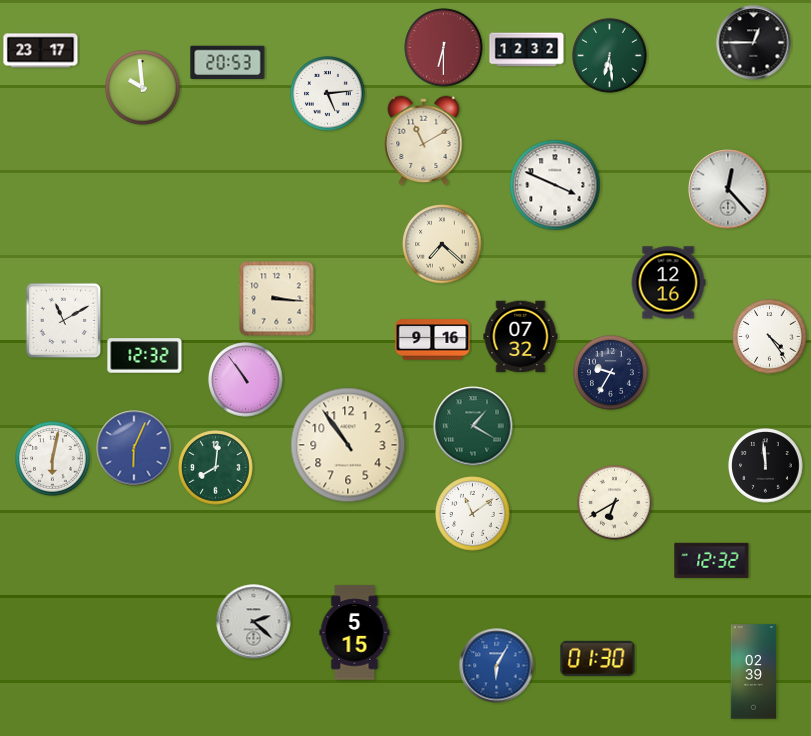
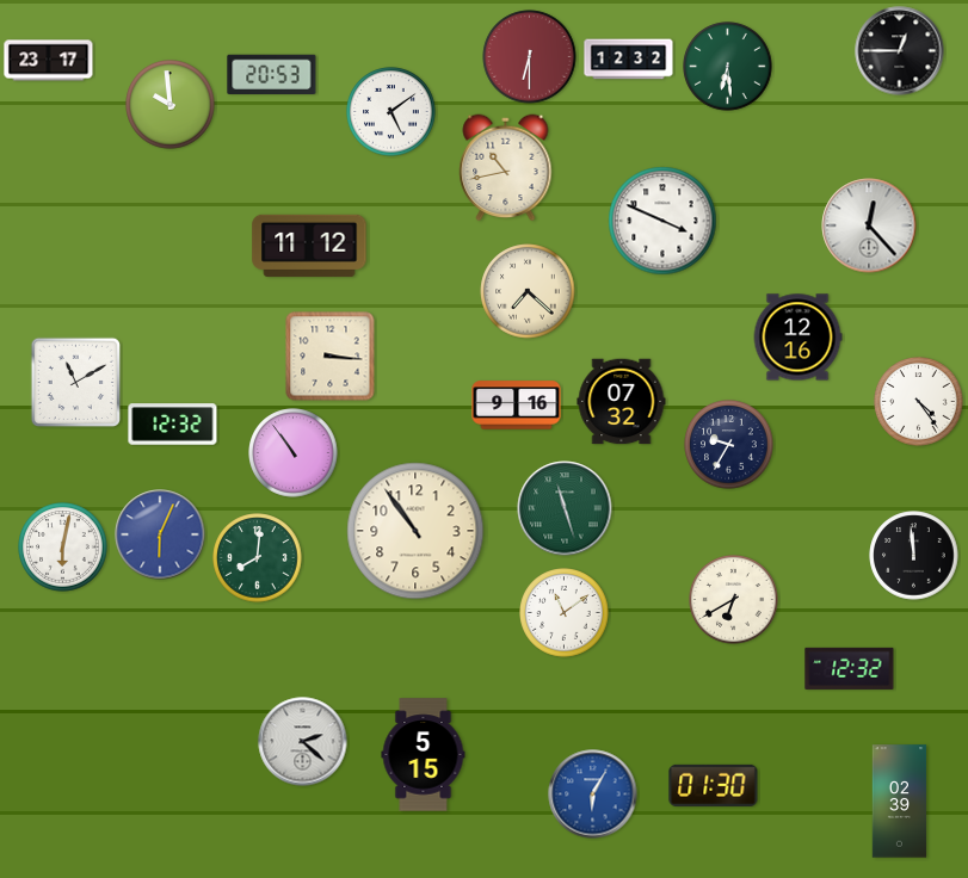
clock at (328, 94): 5:14 -> 5:09
clock at (424, 141): 11:10 -> 10:43
clock at (309, 246): none -> 11:12
clock at (473, 426): 1:20 -> 11:27
